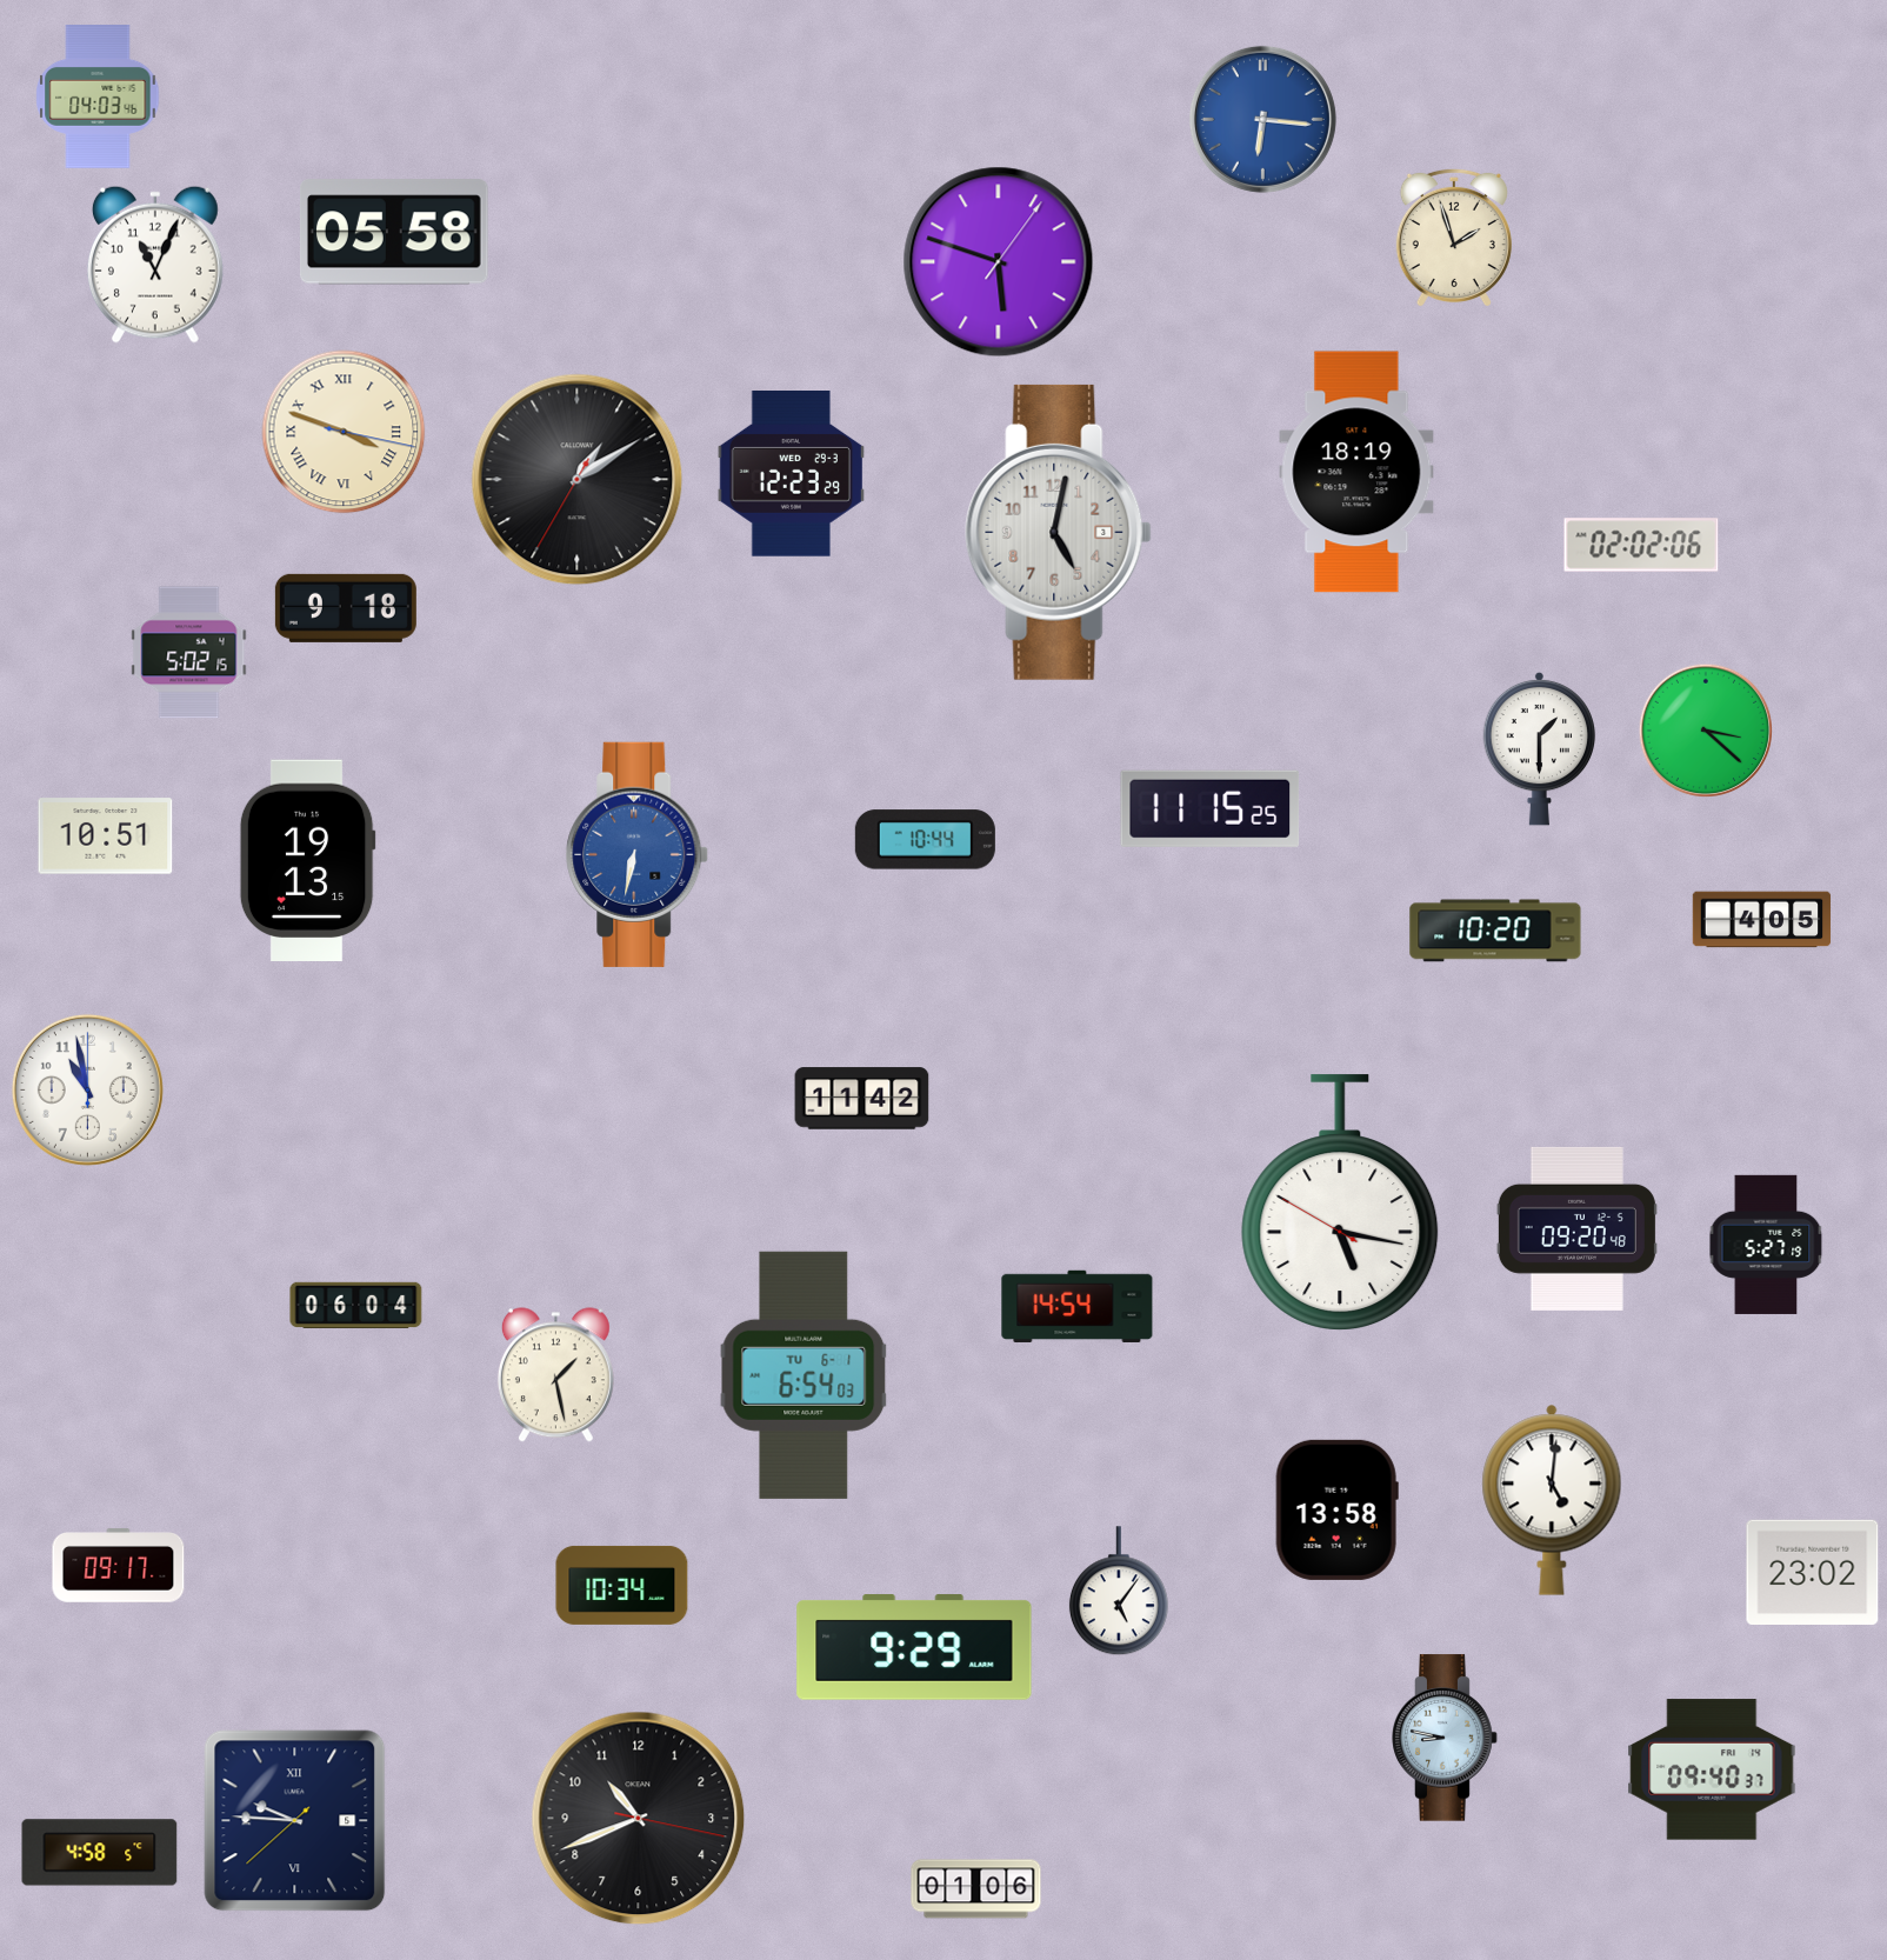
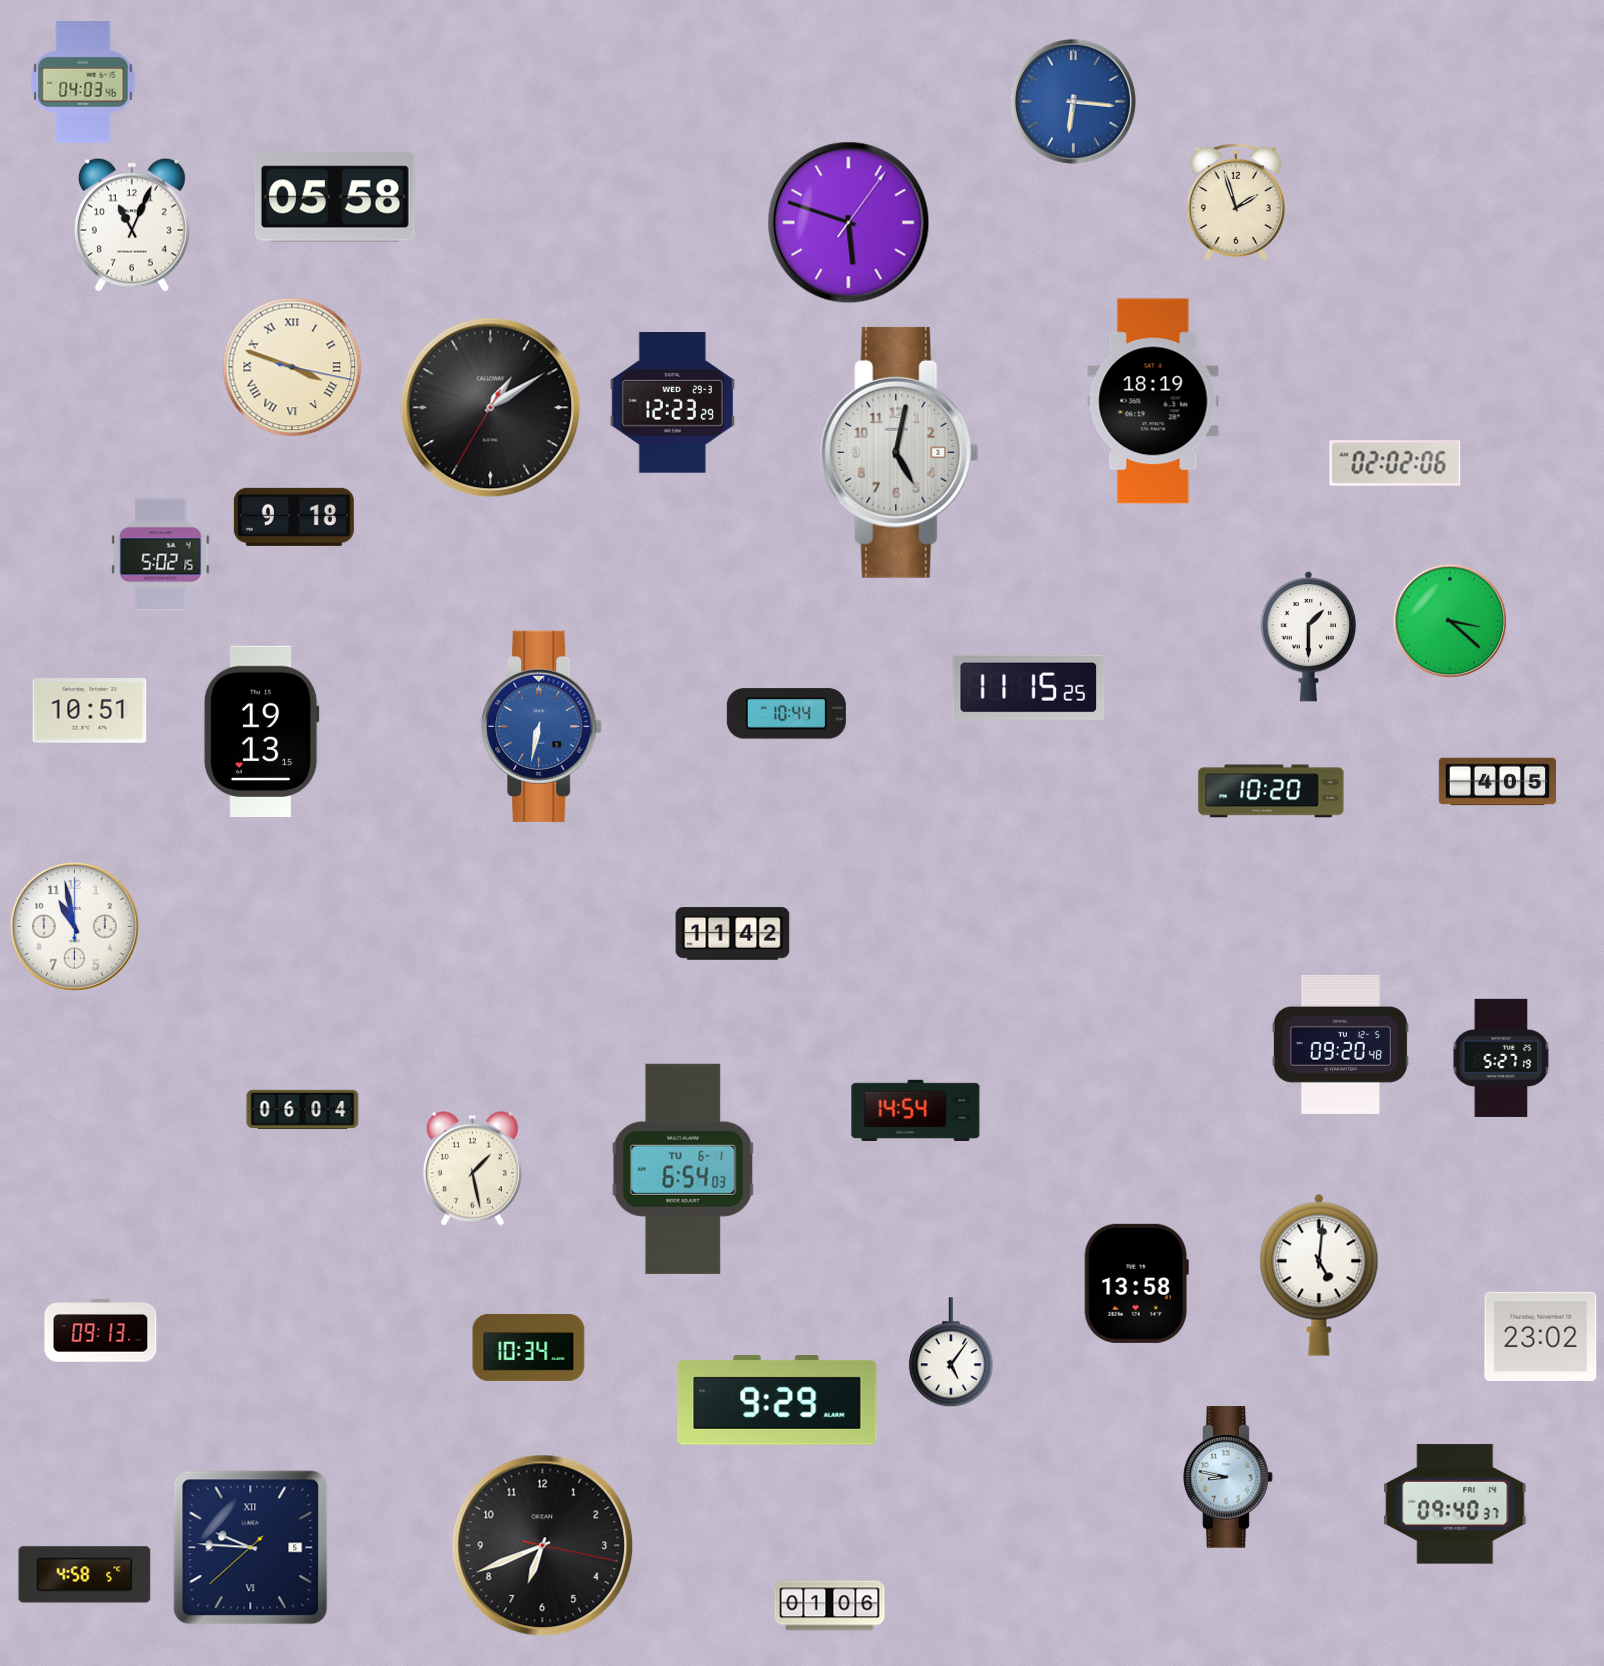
clock at (1340, 1202): 5:16 -> none
clock at (119, 1566): 09:17 -> 09:13
clock at (639, 1819): 10:41 -> 6:41
